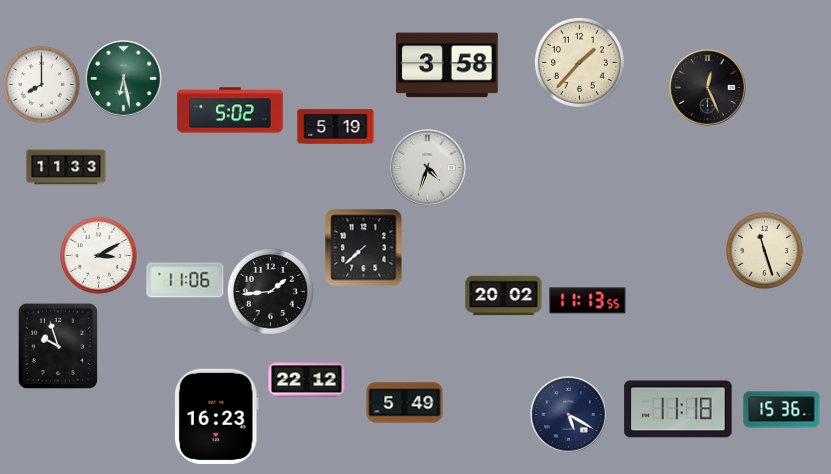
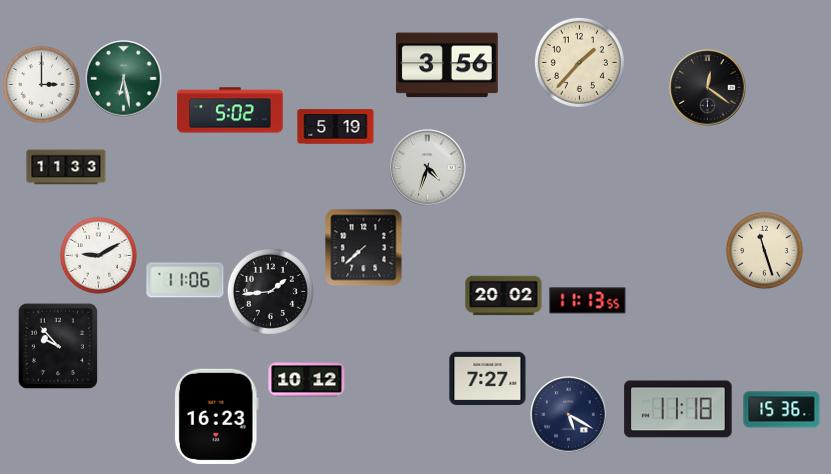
clock at (447, 65): 3:58 -> 3:56
clock at (41, 84): 8:00 -> 3:00
clock at (708, 88): 12:26 -> 12:21
clock at (98, 255): 3:10 -> 9:10
clock at (57, 345): 9:57 -> 9:53
clock at (488, 379): none -> 7:27
clock at (307, 380): 22:12 -> 10:12
clock at (405, 403): 5:49 -> none
